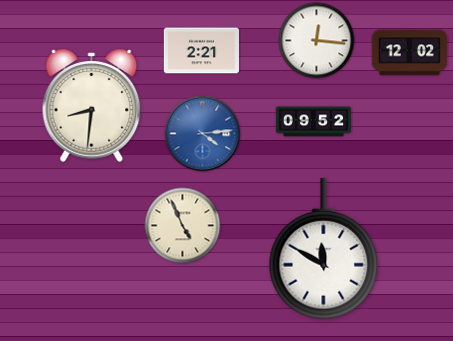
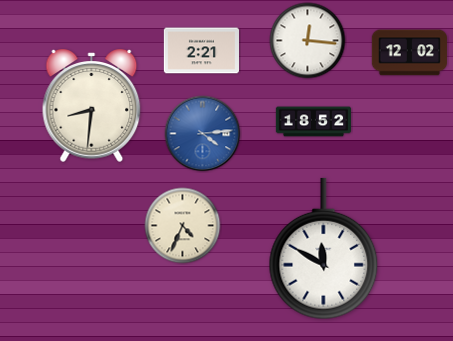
clock at (317, 41) position: (317, 41) -> (308, 41)
clock at (314, 122): 09:52 -> 18:52
clock at (183, 226): 4:56 -> 4:34
